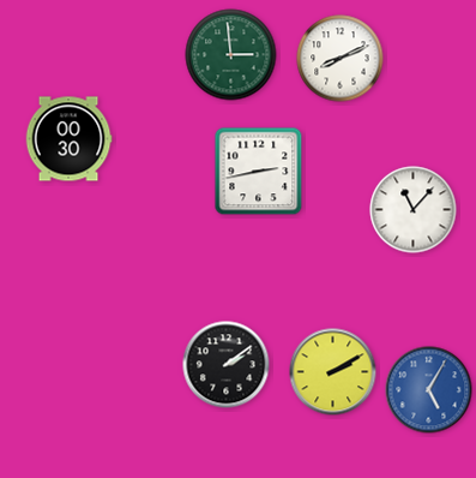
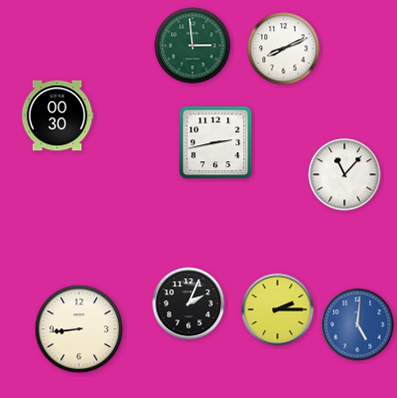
clock at (227, 365): 2:09 -> 2:04
clock at (333, 372): 2:10 -> 2:15
clock at (429, 390): 5:05 -> 5:01
clock at (79, 329): none -> 8:44
